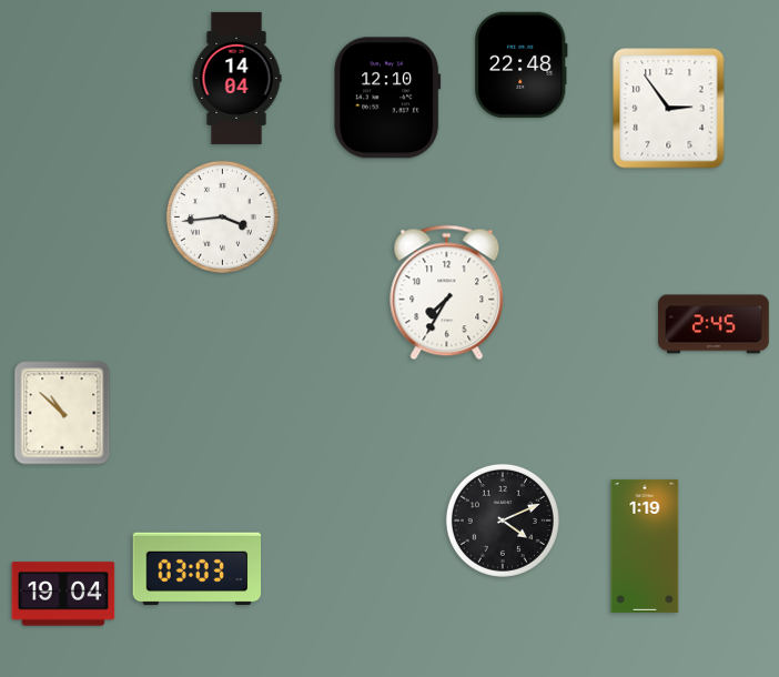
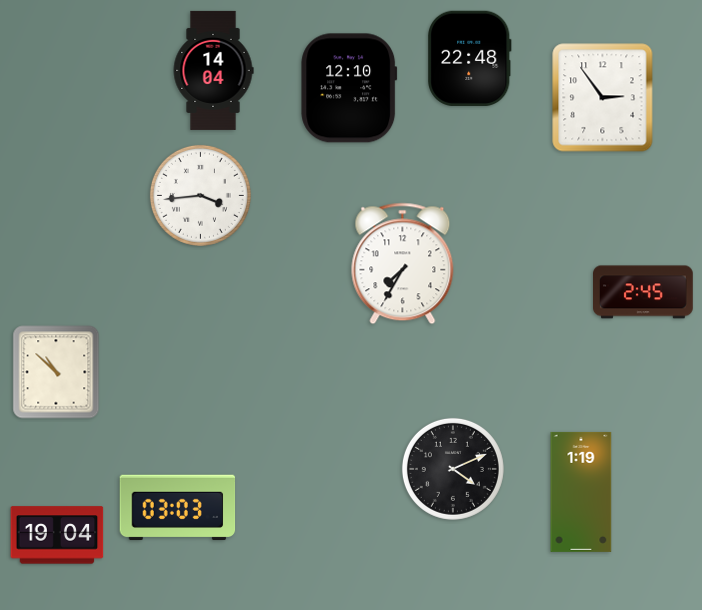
clock at (198, 569) position: (198, 569) -> (178, 508)
